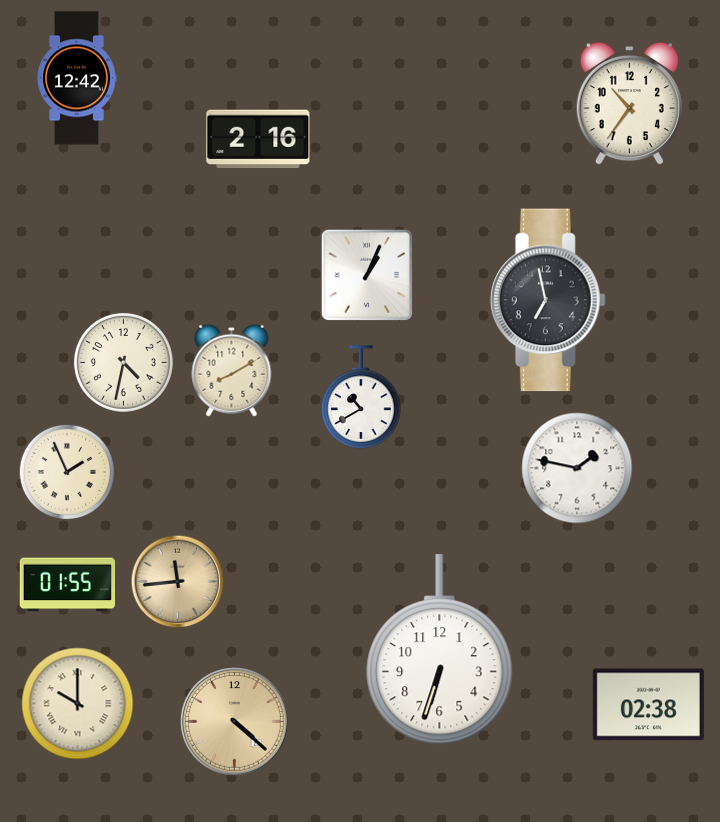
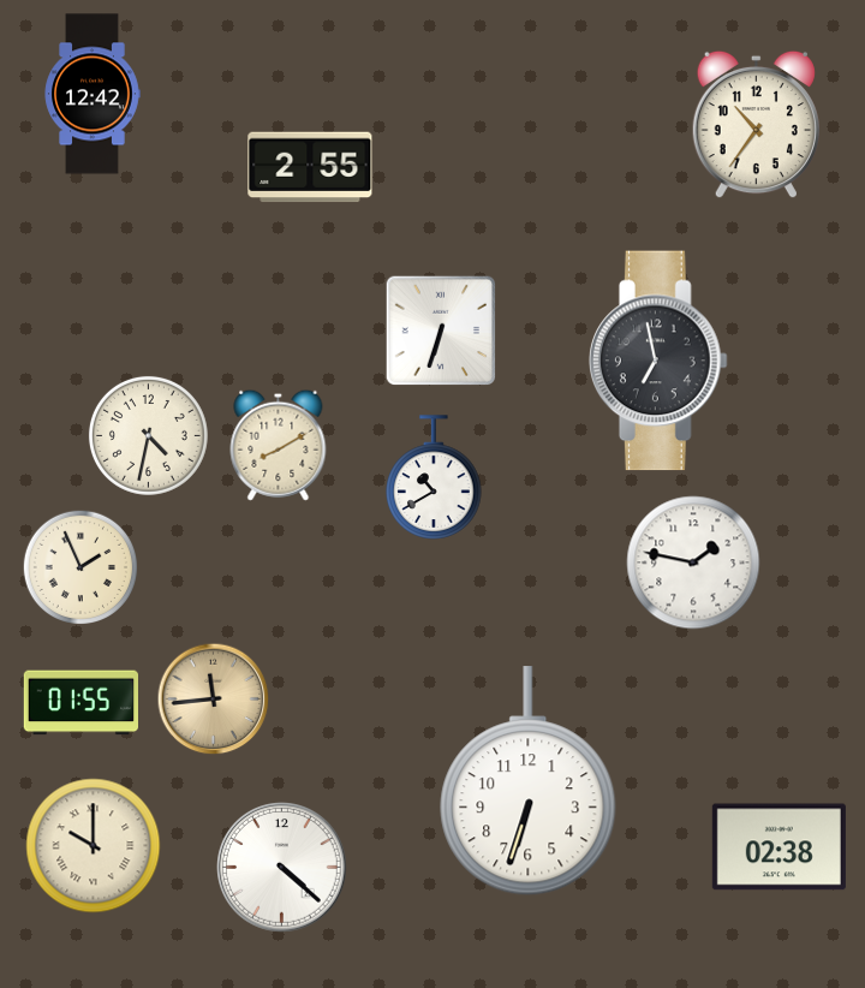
clock at (258, 139): 2:16 -> 2:55
clock at (366, 274): 1:04 -> 6:33
clock at (235, 722) dial: champagne -> white
